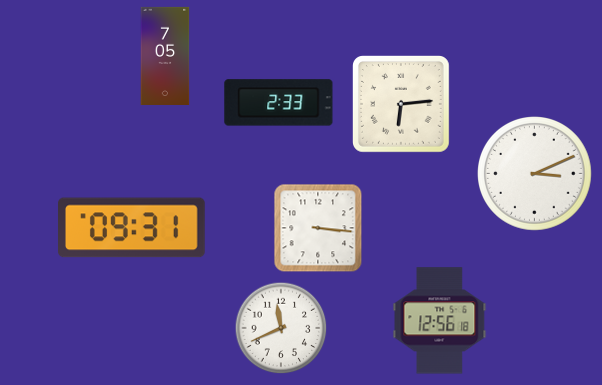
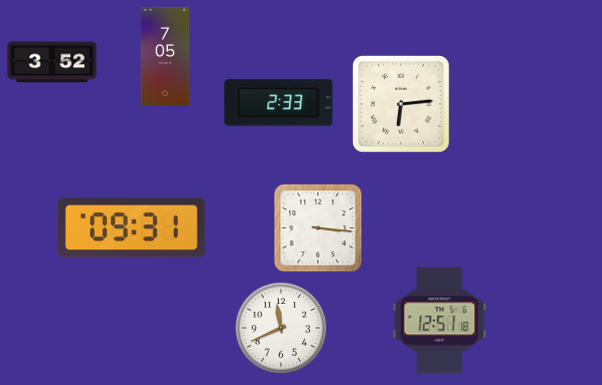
clock at (52, 62): none -> 3:52
clock at (535, 174): 3:11 -> none
clock at (440, 321): 12:56 -> 12:51
